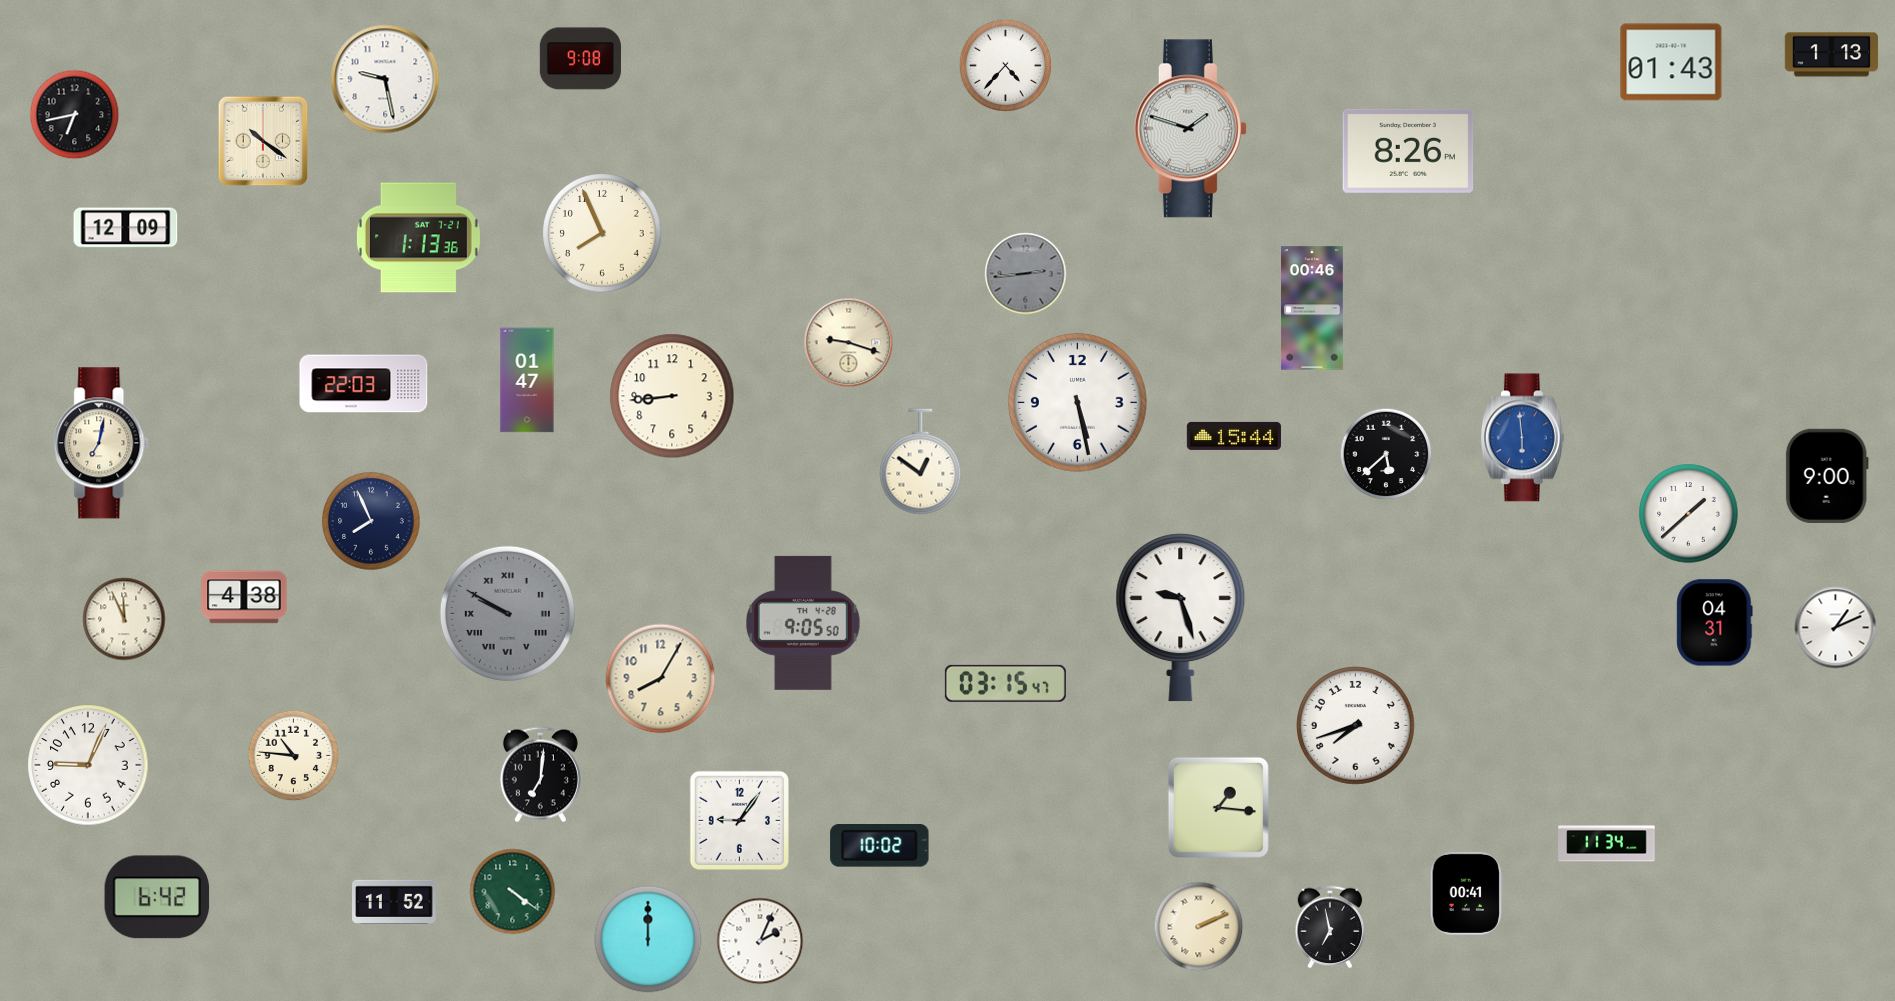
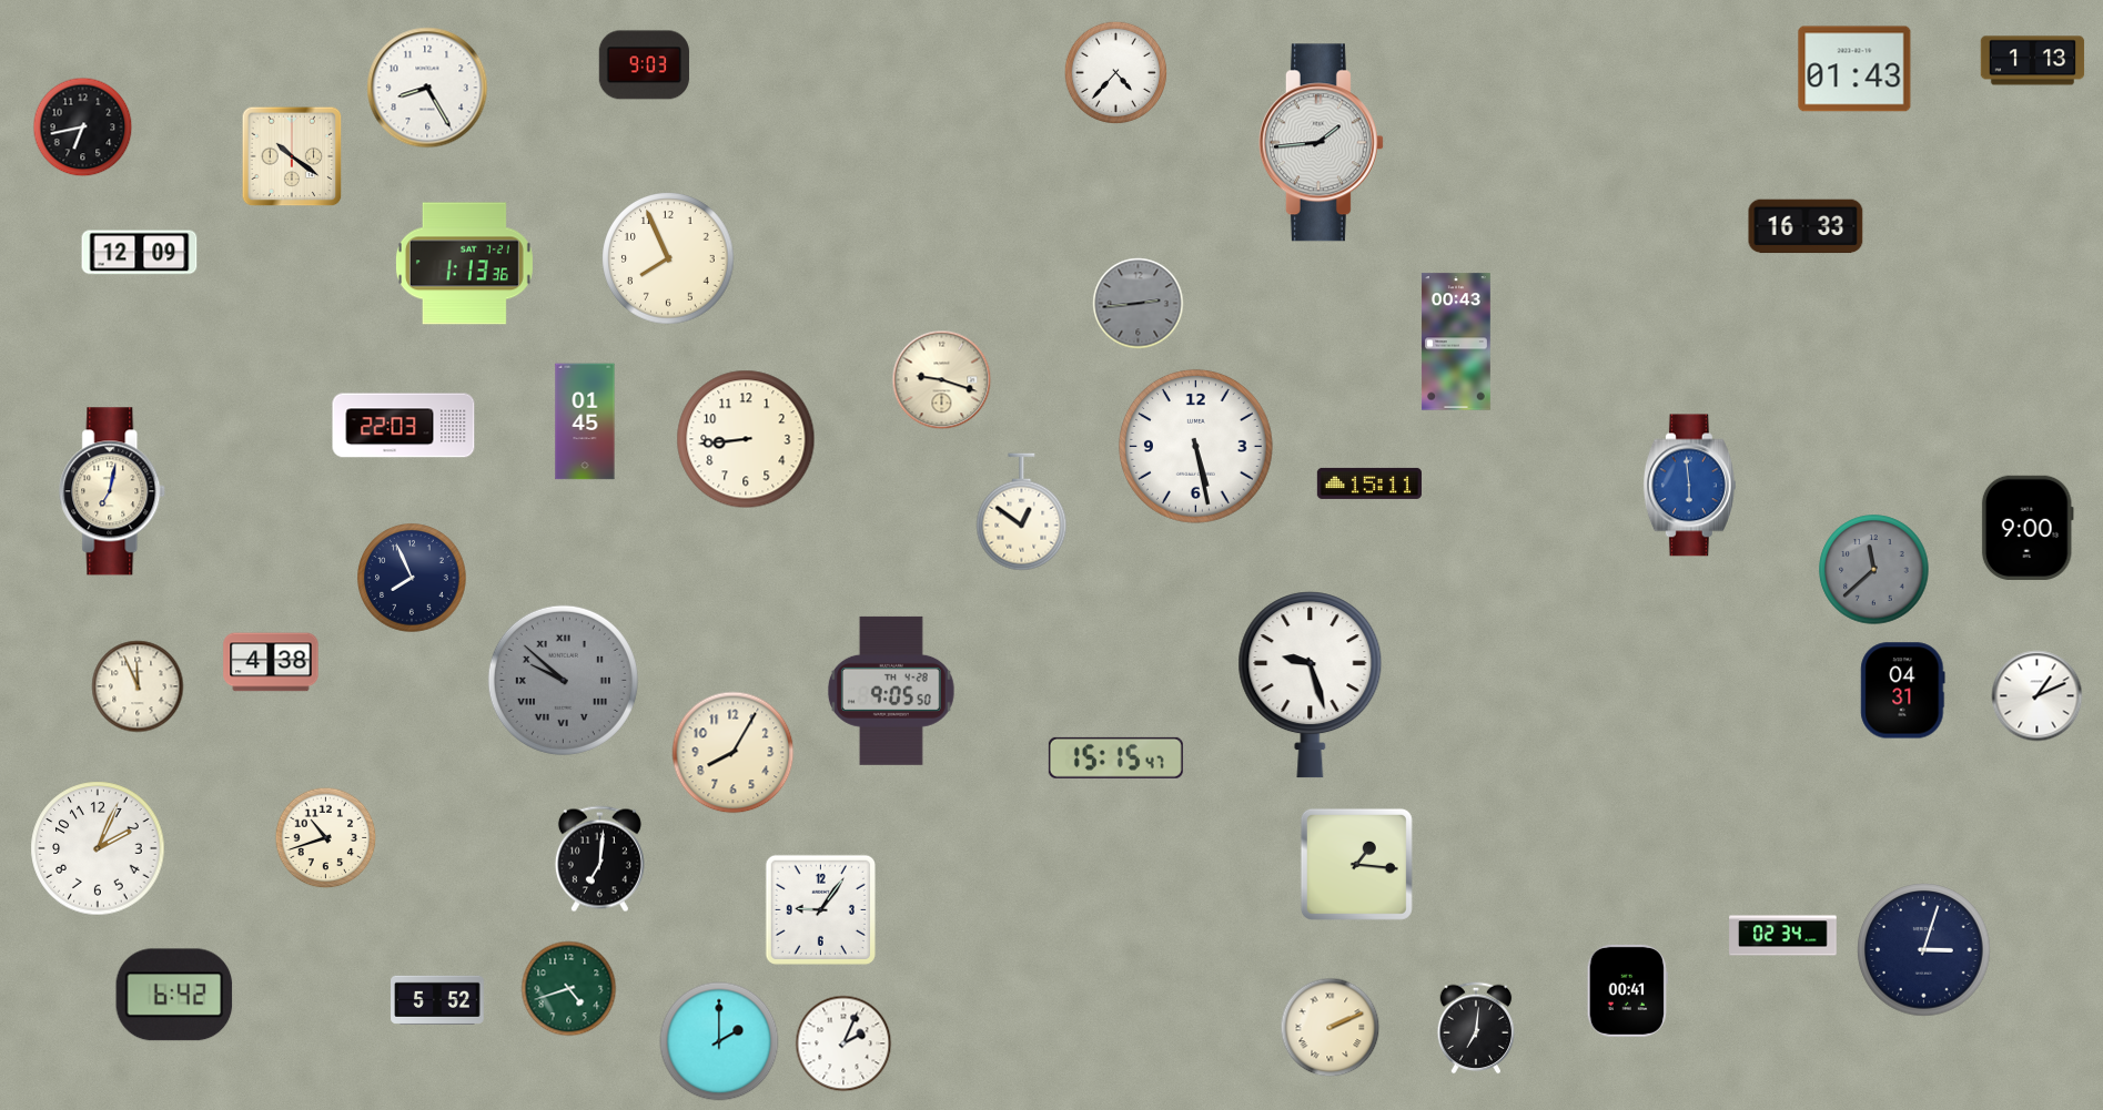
clock at (580, 59): 9:08 -> 9:03
clock at (385, 79): 9:28 -> 8:25
clock at (1190, 129): 1:48 -> 1:44
clock at (1408, 151): 8:26 -> none
clock at (1806, 226): none -> 16:33
clock at (1312, 308): 00:46 -> 00:43
clock at (527, 380): 01:47 -> 01:45
clock at (1234, 436): 15:44 -> 15:11
clock at (1386, 454): 5:38 -> none
clock at (1689, 514): 1:38 -> 11:38
clock at (1689, 514) dial: white -> grey
clock at (507, 613): 9:50 -> 9:52
clock at (1005, 683): 03:15 -> 15:15
clock at (1356, 726): 7:42 -> none
clock at (294, 756): 10:46 -> 10:42
clock at (88, 765): 9:04 -> 2:04
clock at (1218, 807) position: (1218, 807) -> (1356, 864)
clock at (1607, 844): 11:34 -> 02:34
clock at (880, 846): 10:02 -> none
clock at (1924, 950): none -> 3:03
clock at (513, 892): 4:21 -> 4:42
clock at (394, 902): 11:52 -> 5:52
clock at (1330, 927): 6:58 -> 7:01
clock at (648, 939): 12:00 -> 2:00
